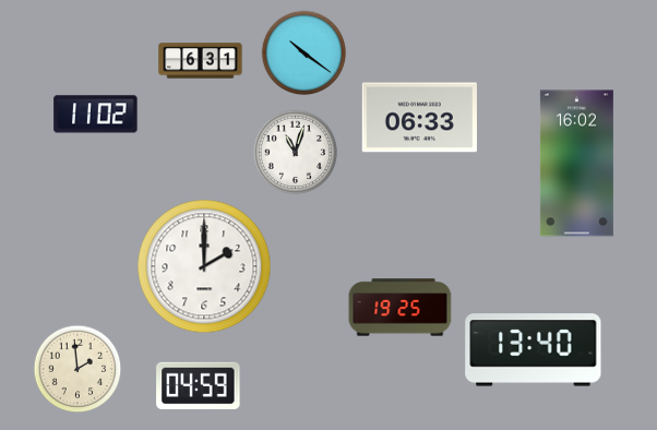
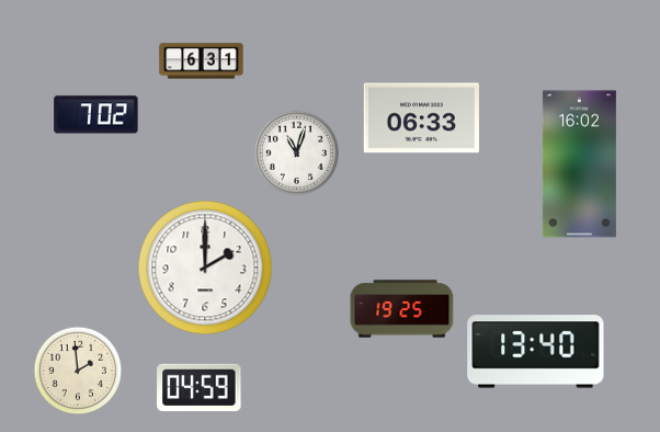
clock at (303, 52): 10:21 -> none
clock at (96, 115): 11:02 -> 7:02
